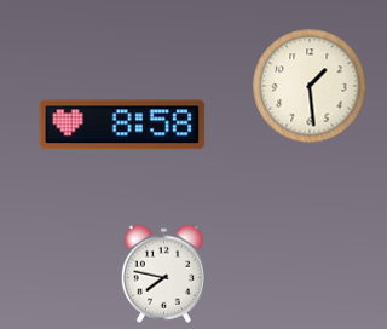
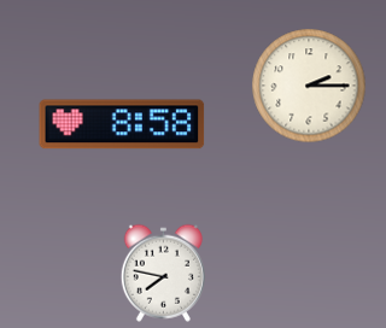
clock at (310, 86): 1:29 -> 2:15
